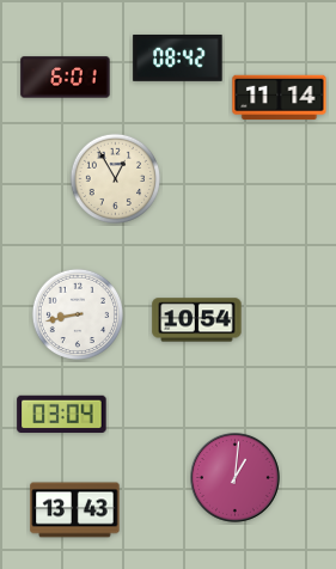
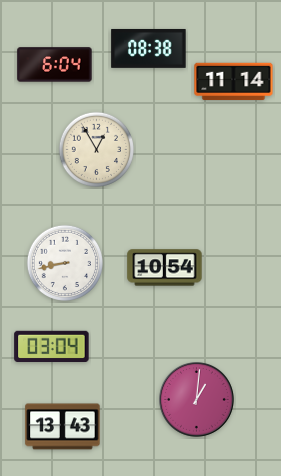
clock at (178, 57): 08:42 -> 08:38
clock at (66, 78): 6:01 -> 6:04
